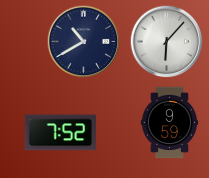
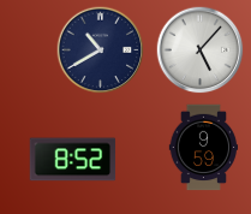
clock at (167, 42): 6:07 -> 5:07
clock at (61, 133): 7:52 -> 8:52
